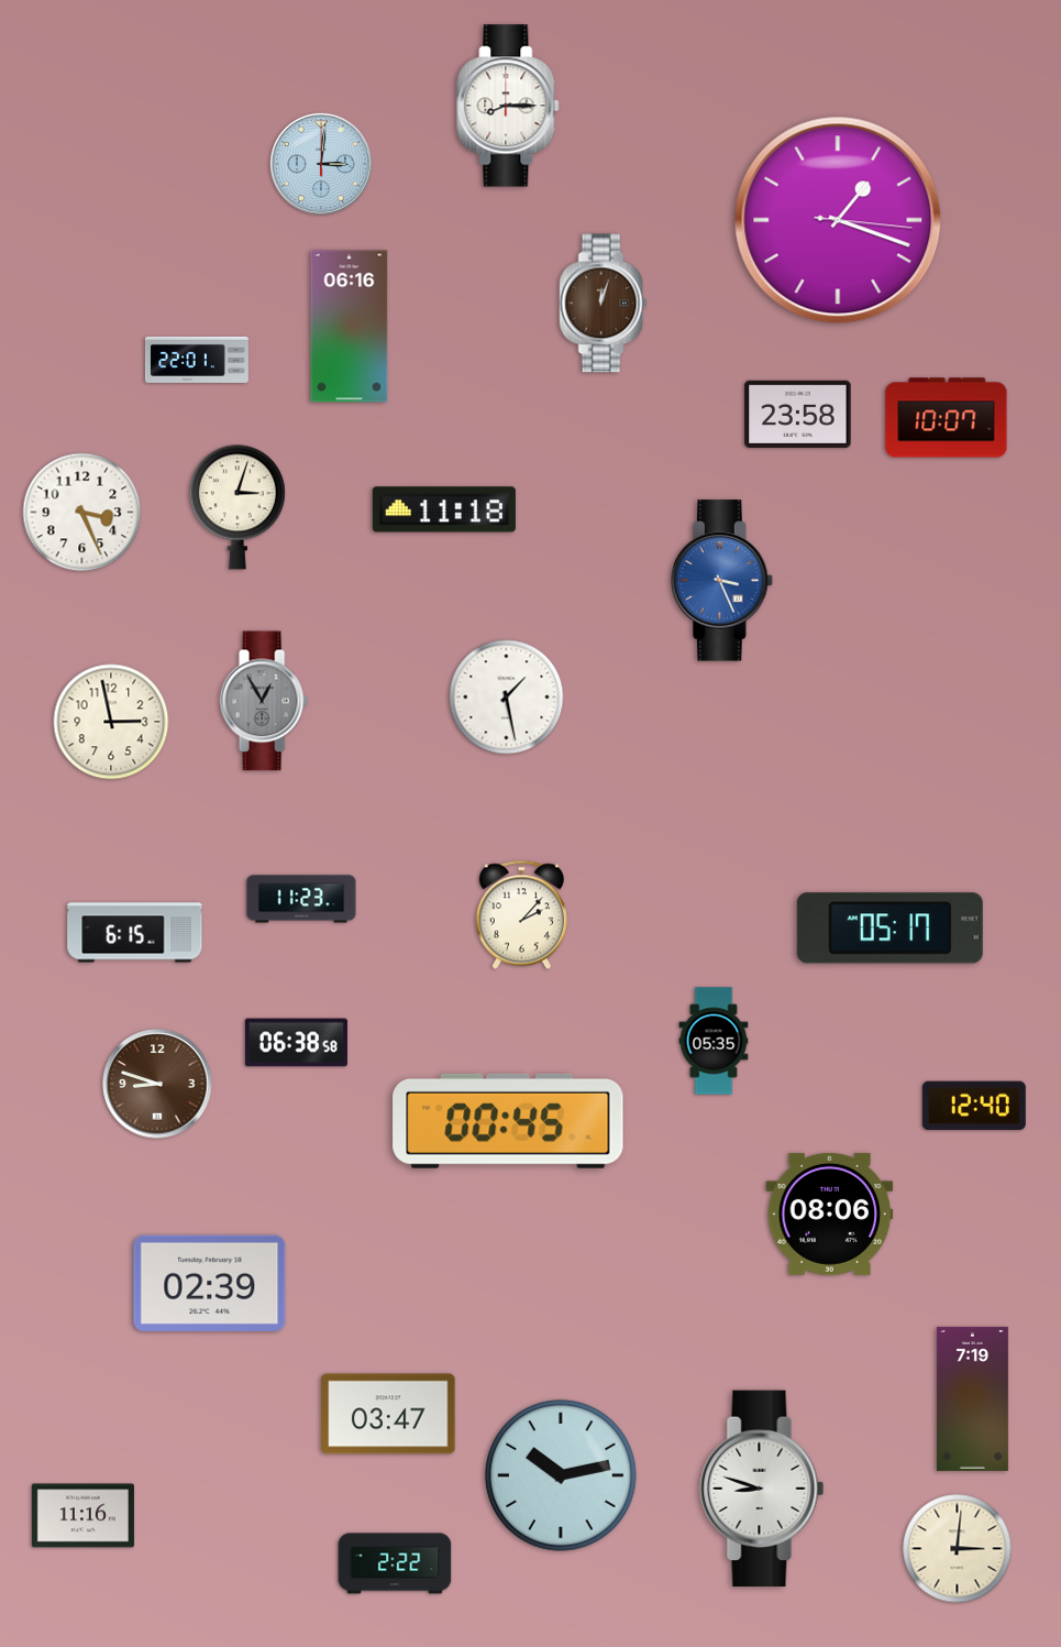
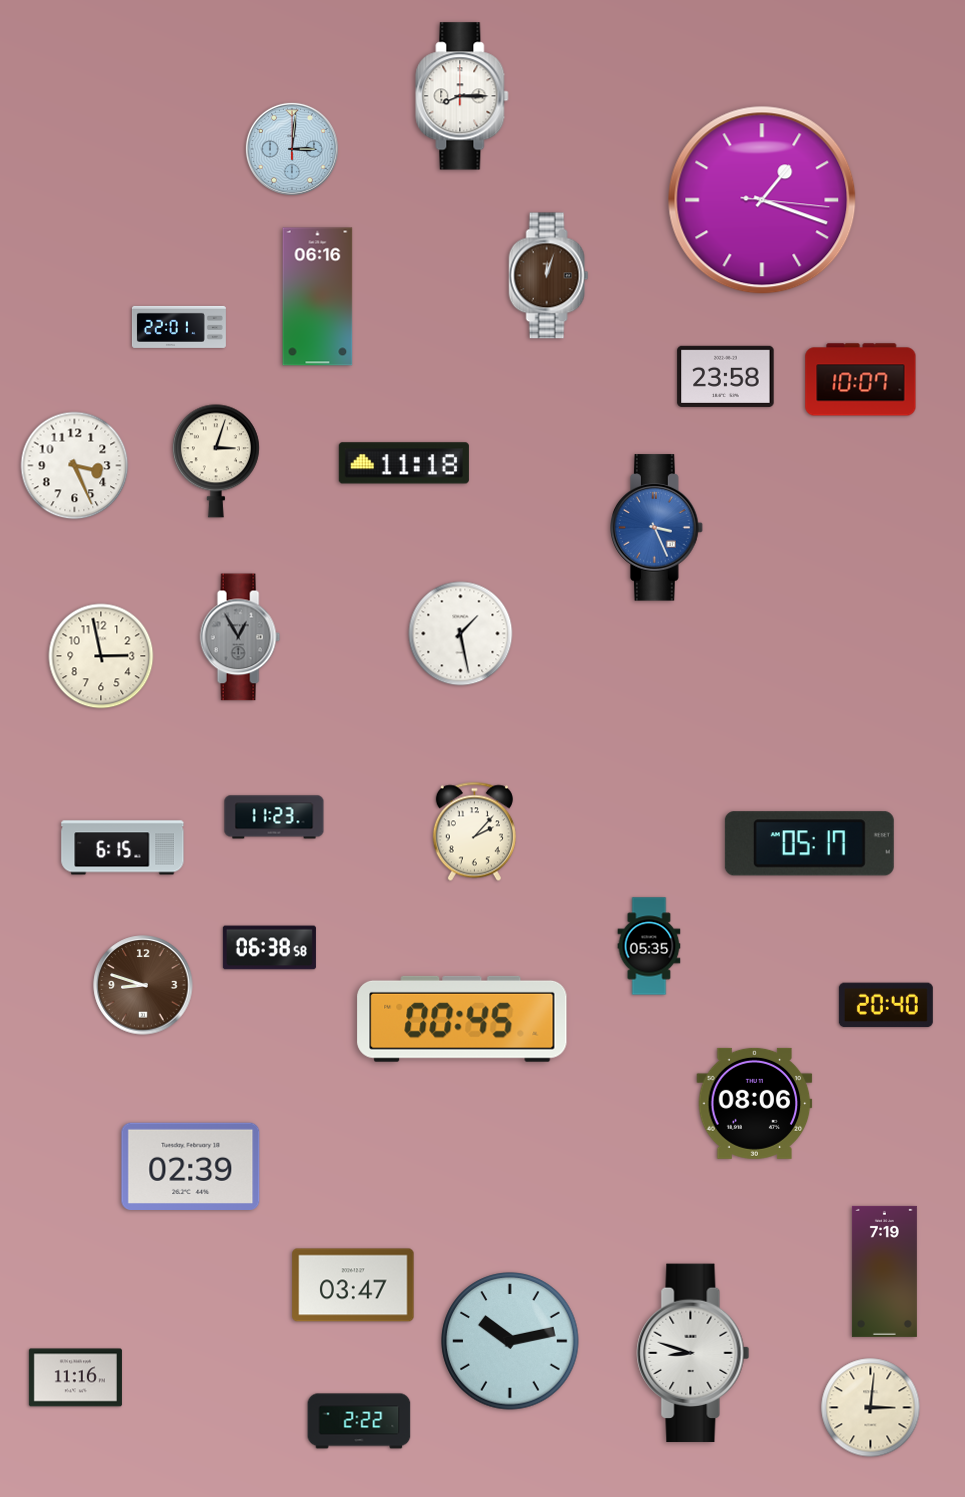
clock at (974, 1106): 12:40 -> 20:40
